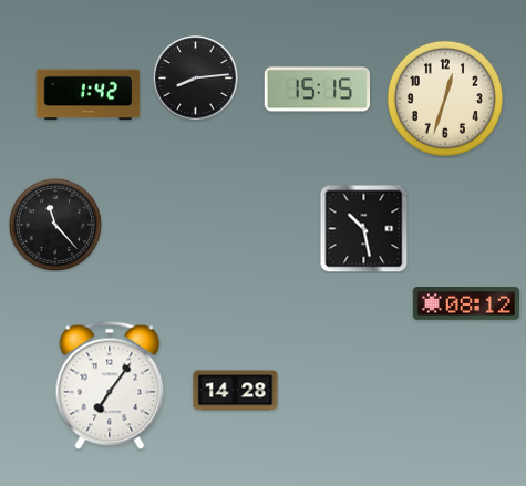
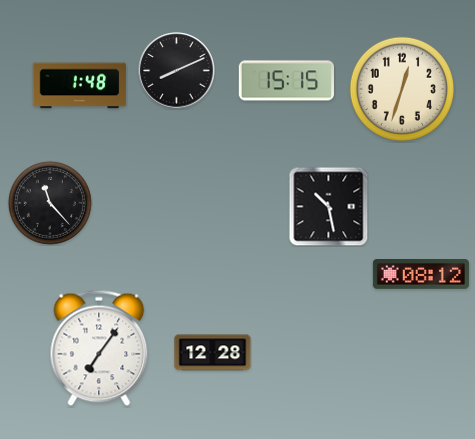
clock at (196, 79): 8:14 -> 8:11
clock at (89, 95): 1:42 -> 1:48
clock at (236, 391): 14:28 -> 12:28
